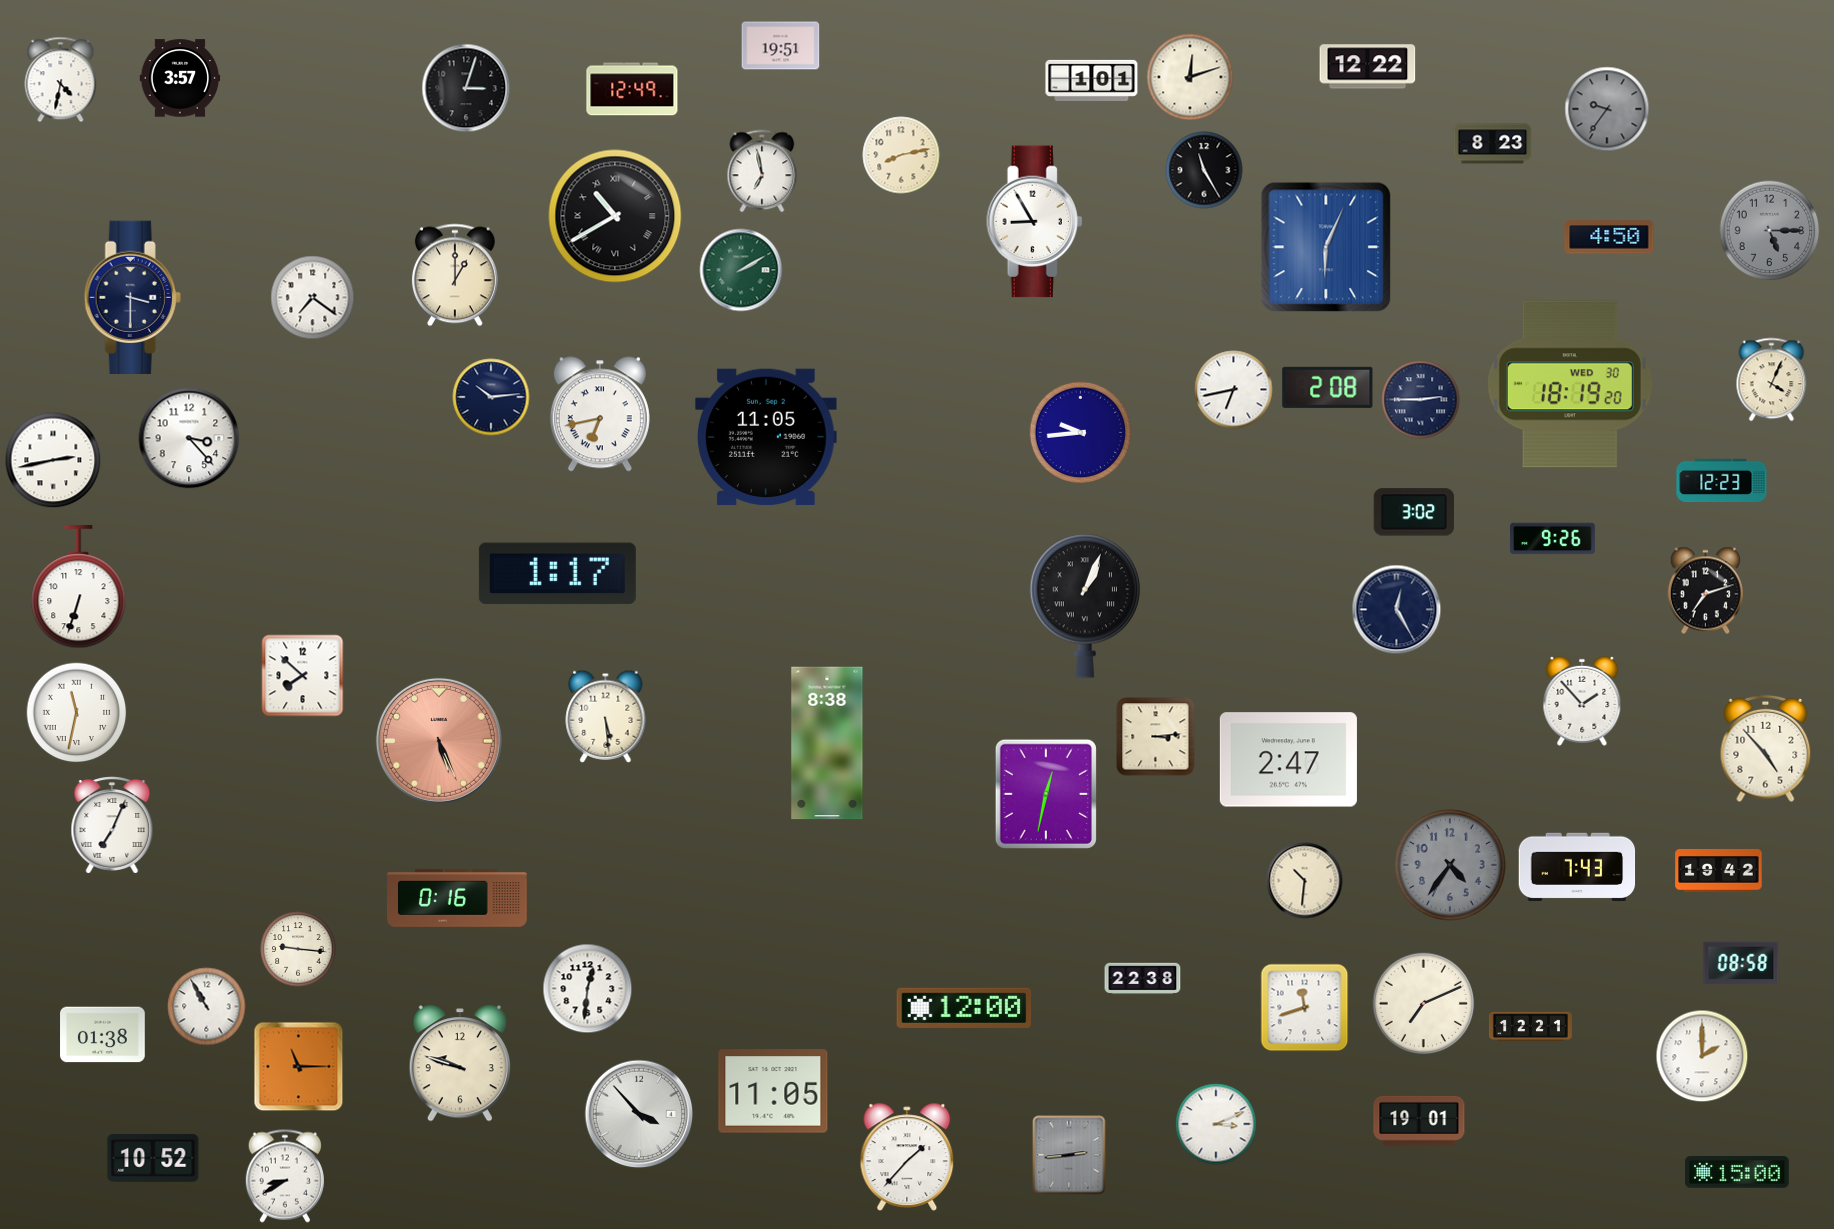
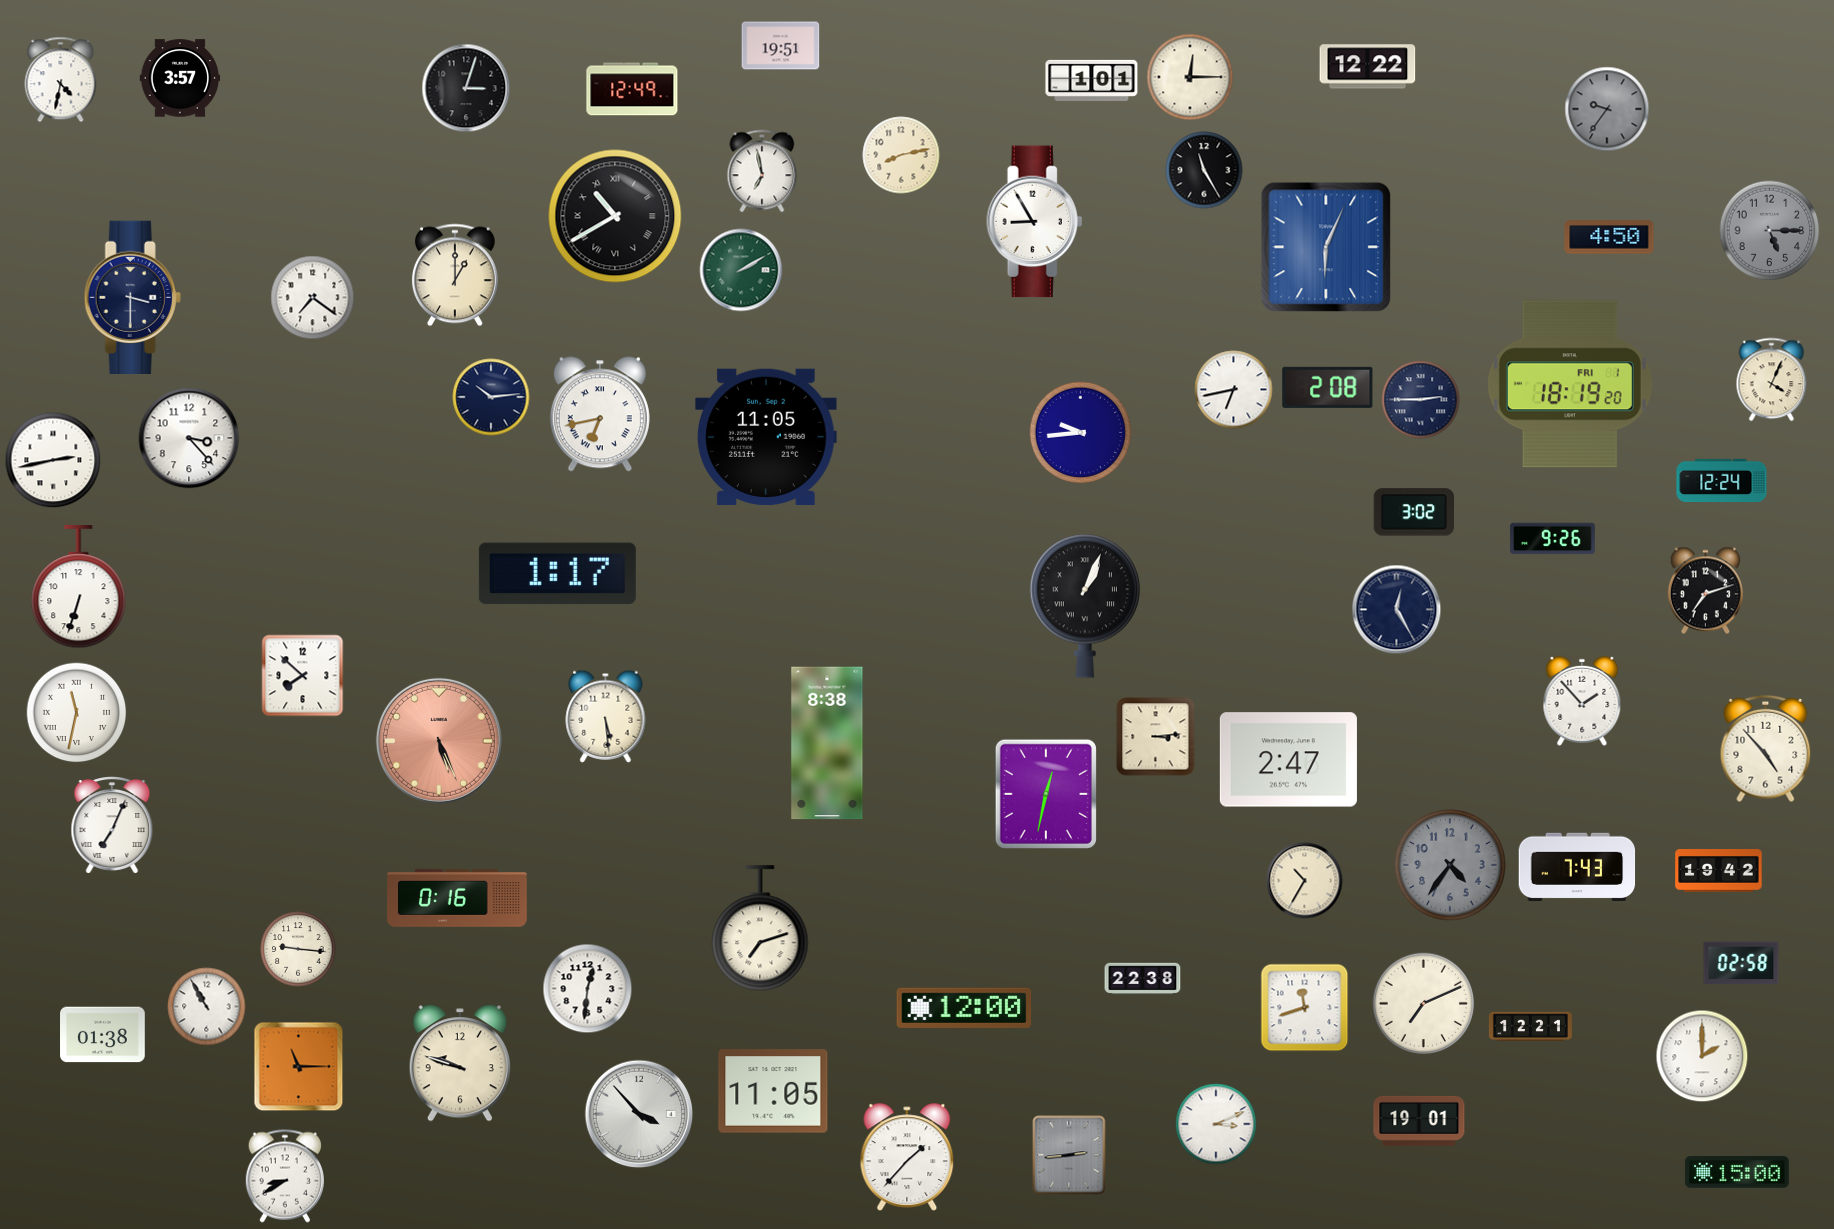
clock at (1190, 77): 12:12 -> 12:15
clock at (1493, 144): 8:23 -> none
clock at (1570, 384) date: WED 30 -> FRI 1
clock at (1722, 481): 12:23 -> 12:24
clock at (1305, 881): 10:31 -> 10:35
clock at (760, 929): none -> 7:12
clock at (1741, 963): 08:58 -> 02:58
clock at (153, 1158): 10:52 -> none
